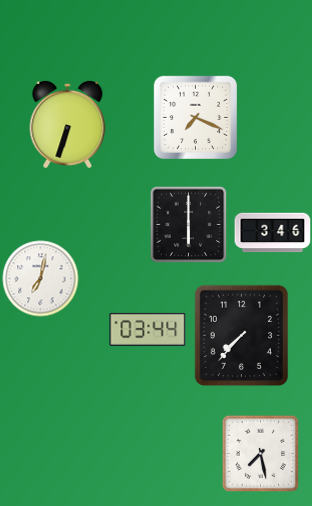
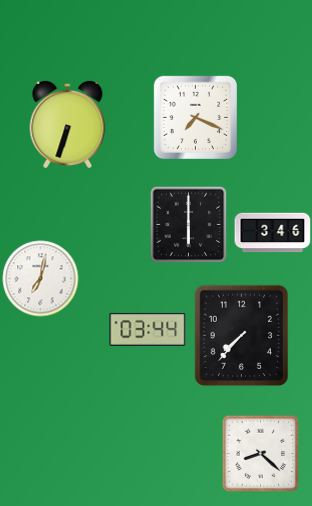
clock at (260, 453): 7:28 -> 8:22
